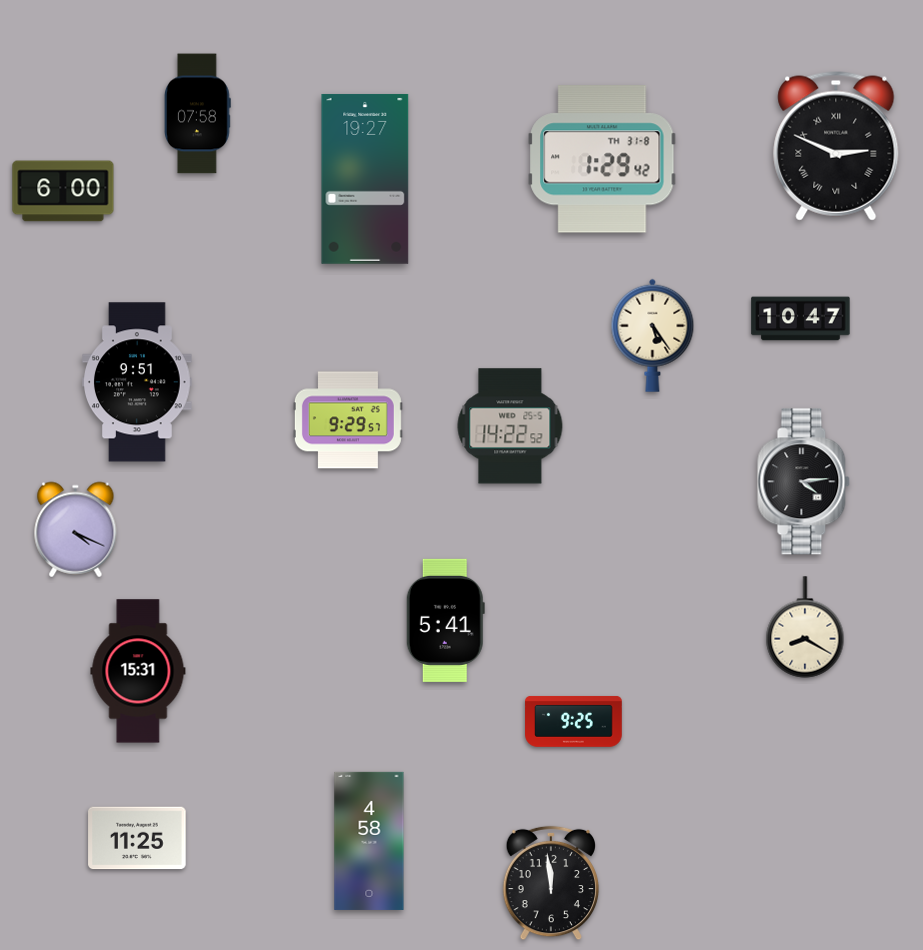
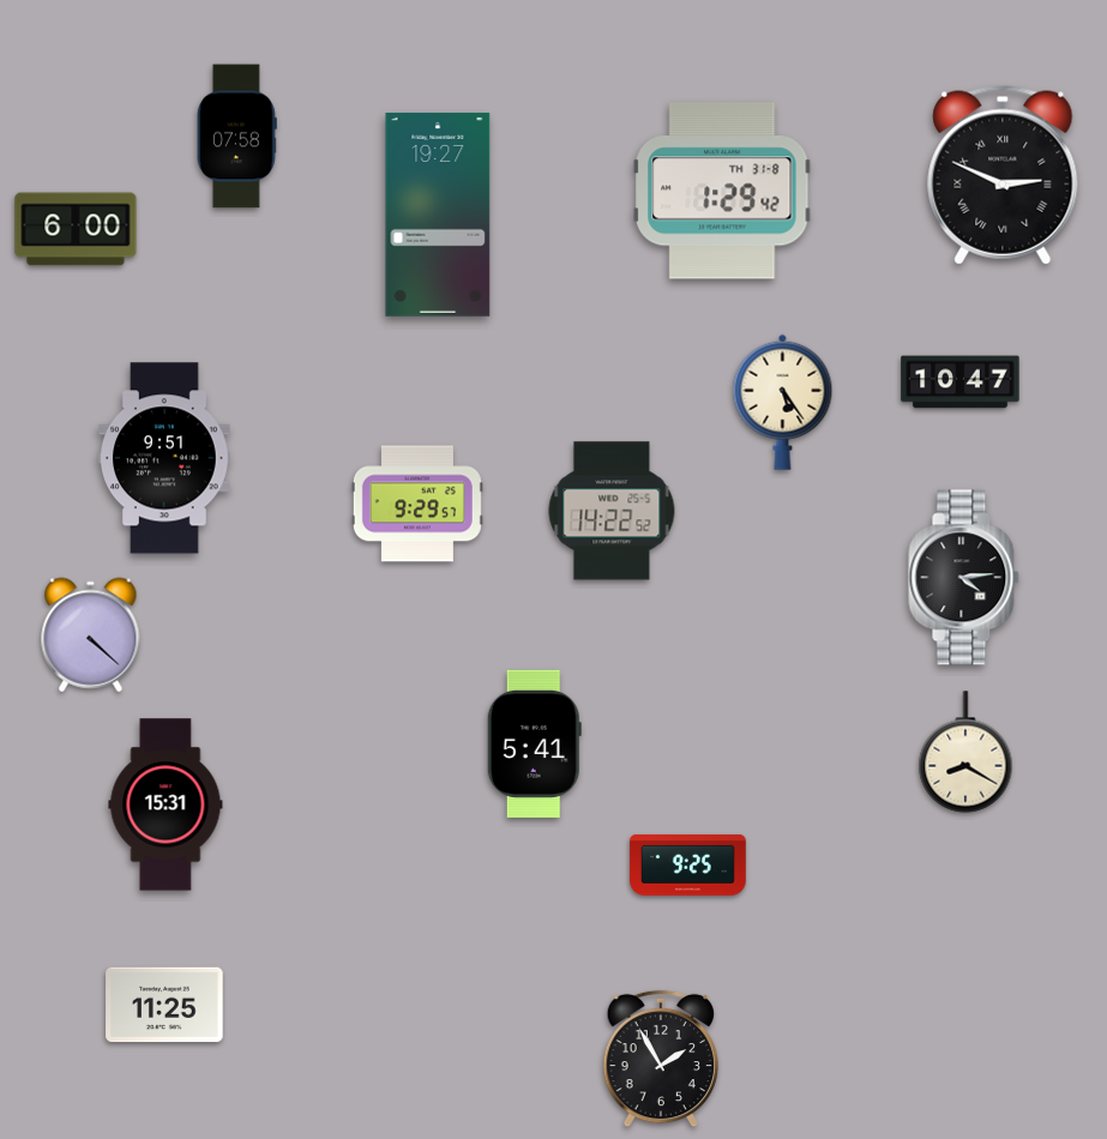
clock at (76, 530): 4:19 -> 4:22
clock at (369, 841): 4:58 -> none
clock at (551, 883): 11:59 -> 1:55
